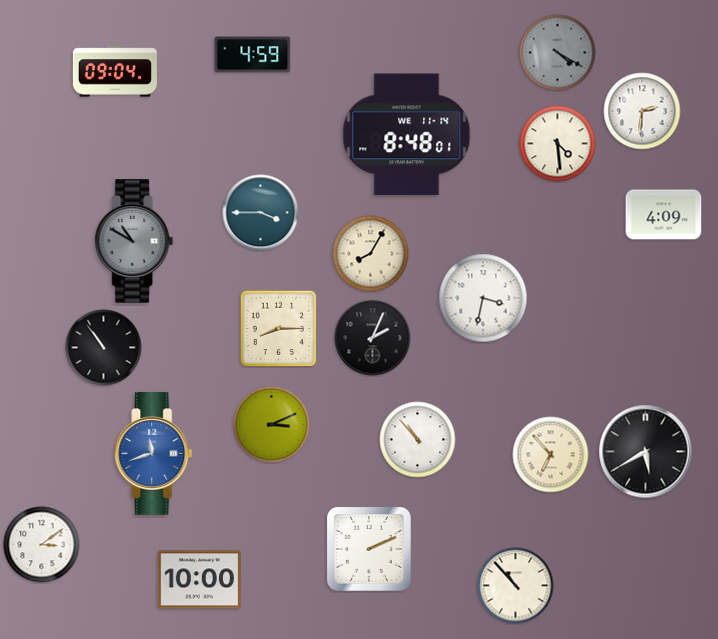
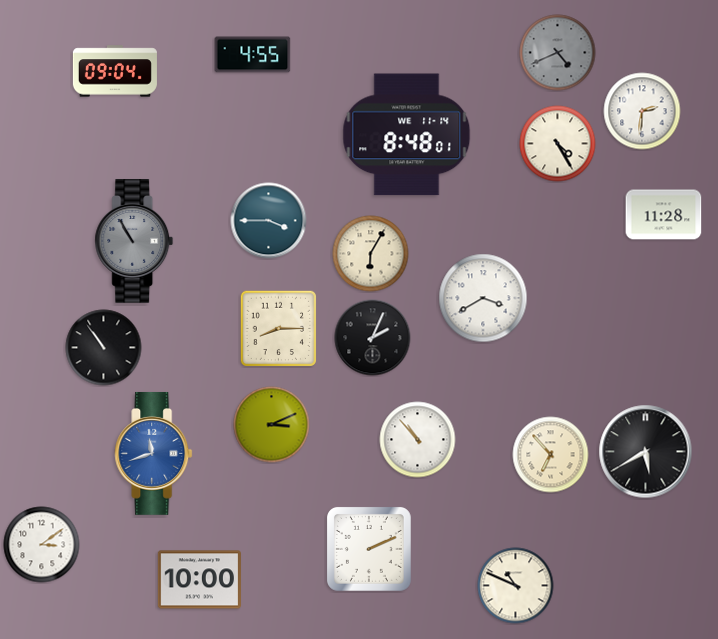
clock at (558, 53): 4:20 -> 4:41
clock at (253, 55): 4:59 -> 4:55
clock at (558, 144): 4:29 -> 4:25
clock at (261, 213) position: (261, 213) -> (269, 221)
clock at (664, 215): 4:09 -> 11:28
clock at (134, 242): 10:50 -> 10:55
clock at (371, 254): 8:05 -> 6:05
clock at (483, 298): 3:32 -> 3:40
clock at (516, 586): 10:53 -> 10:49
